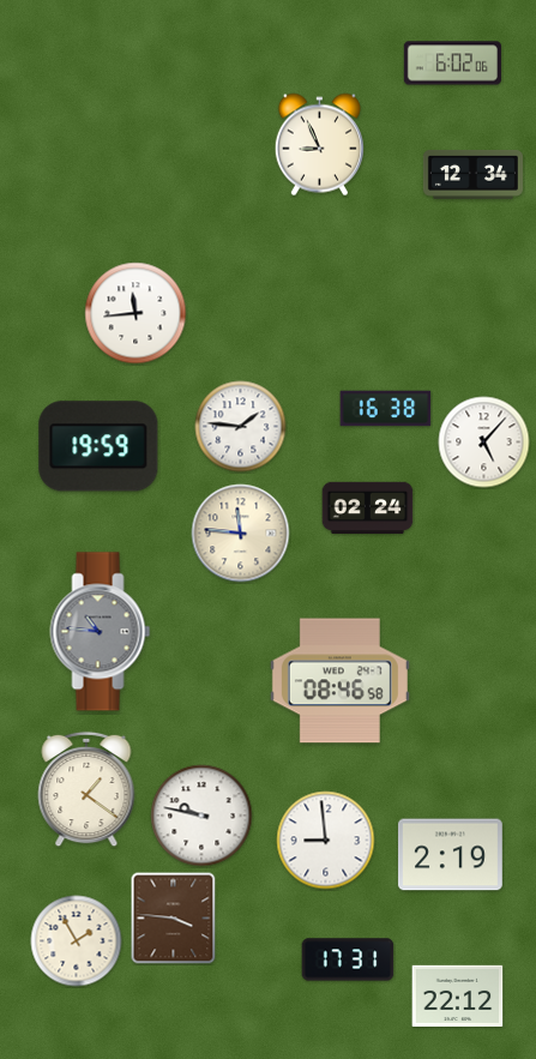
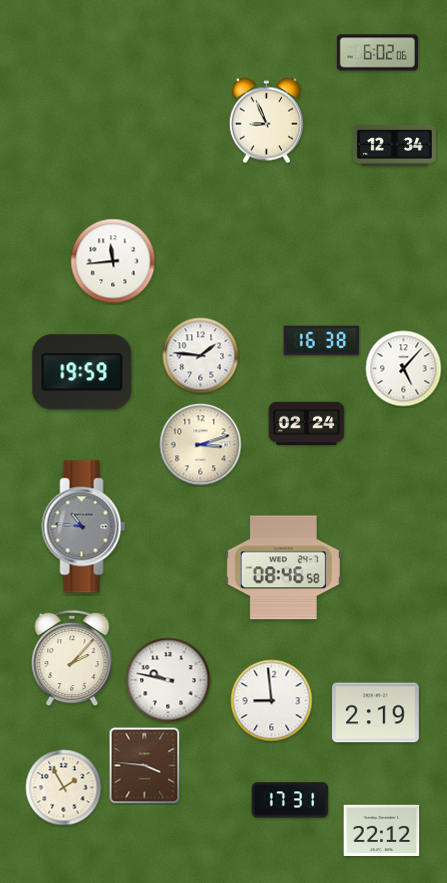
clock at (241, 534): 11:46 -> 3:12
clock at (86, 789): 1:21 -> 2:07
clock at (77, 941) position: (77, 941) -> (64, 788)
